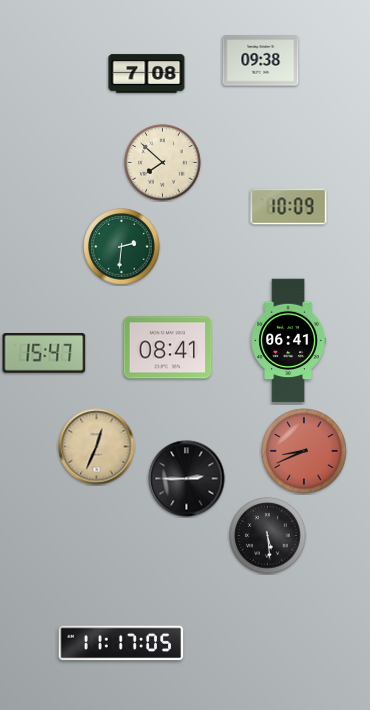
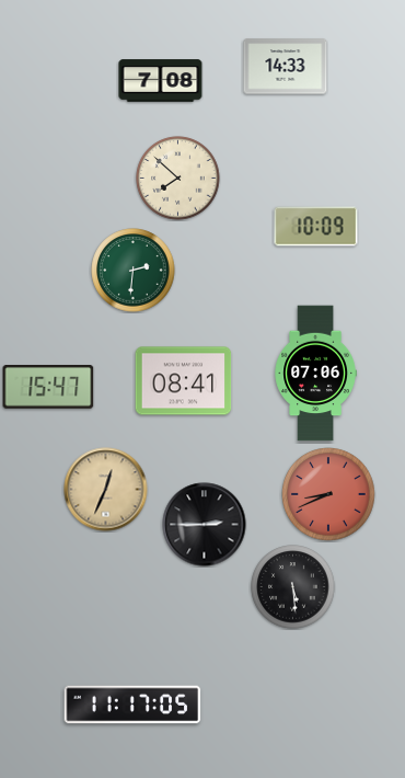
clock at (261, 61): 09:38 -> 14:33
clock at (288, 341): 06:41 -> 07:06
clock at (304, 451) position: (304, 451) -> (328, 494)
